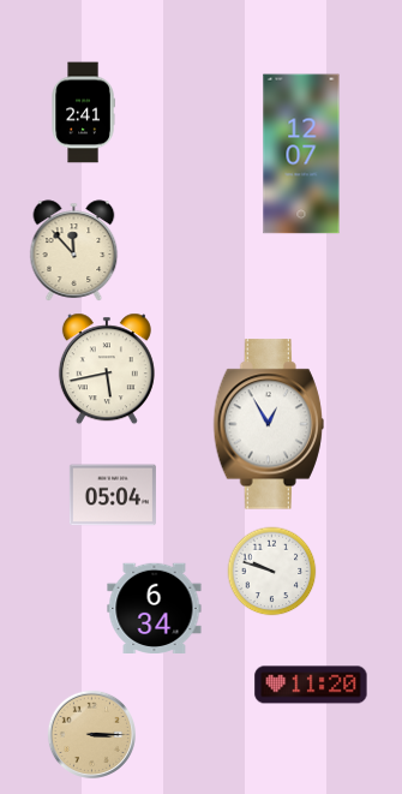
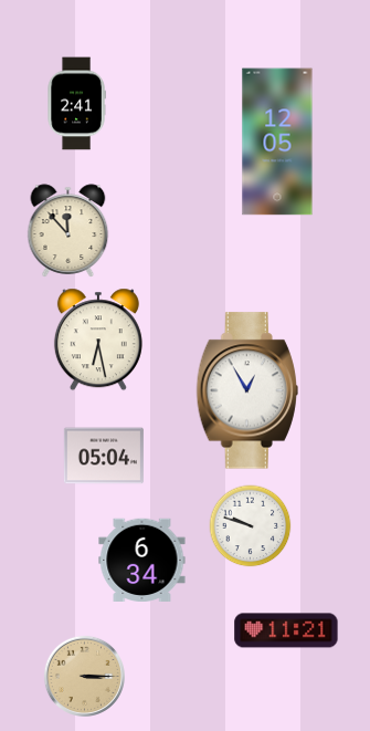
clock at (301, 154): 12:07 -> 12:05
clock at (107, 369): 5:43 -> 6:28
clock at (311, 685): 11:20 -> 11:21
